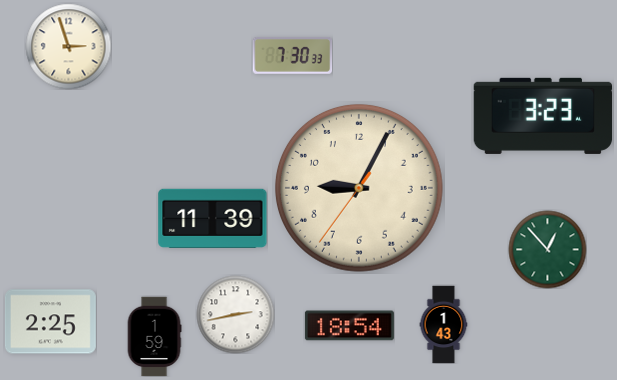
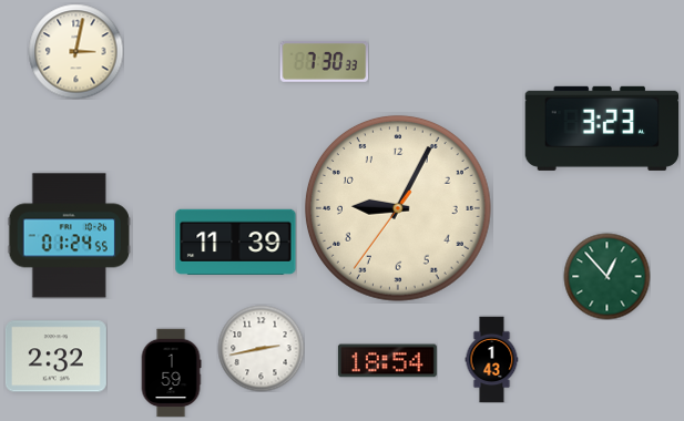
clock at (68, 46): 2:57 -> 3:02
clock at (69, 236): none -> 01:24
clock at (50, 322): 2:25 -> 2:32
